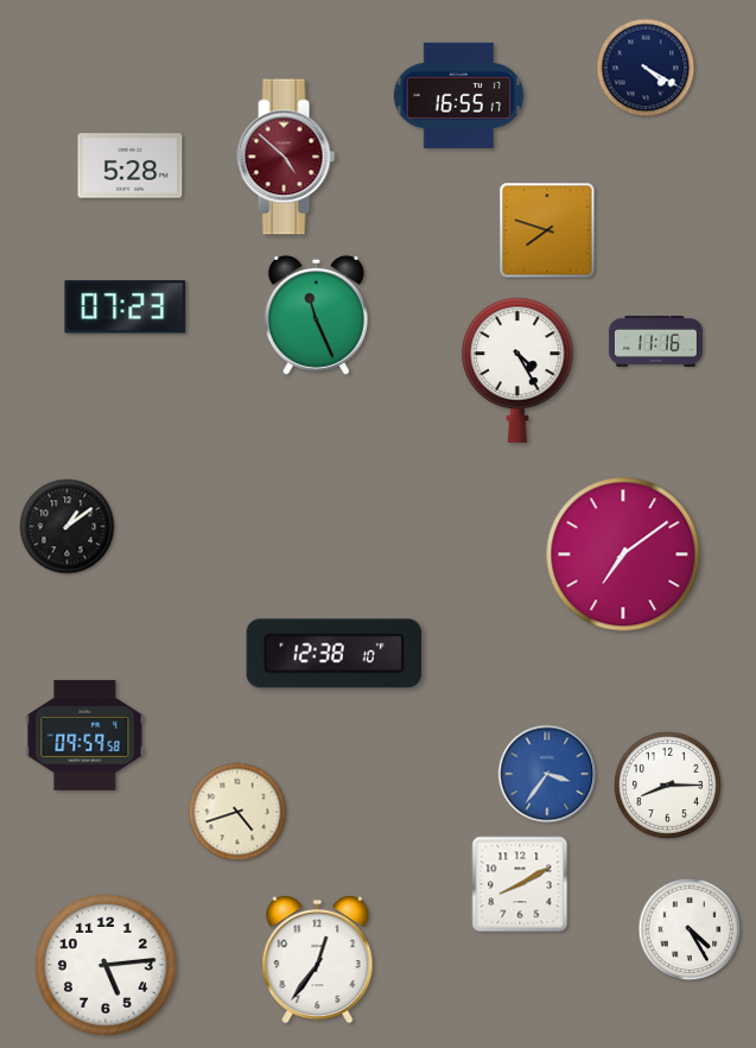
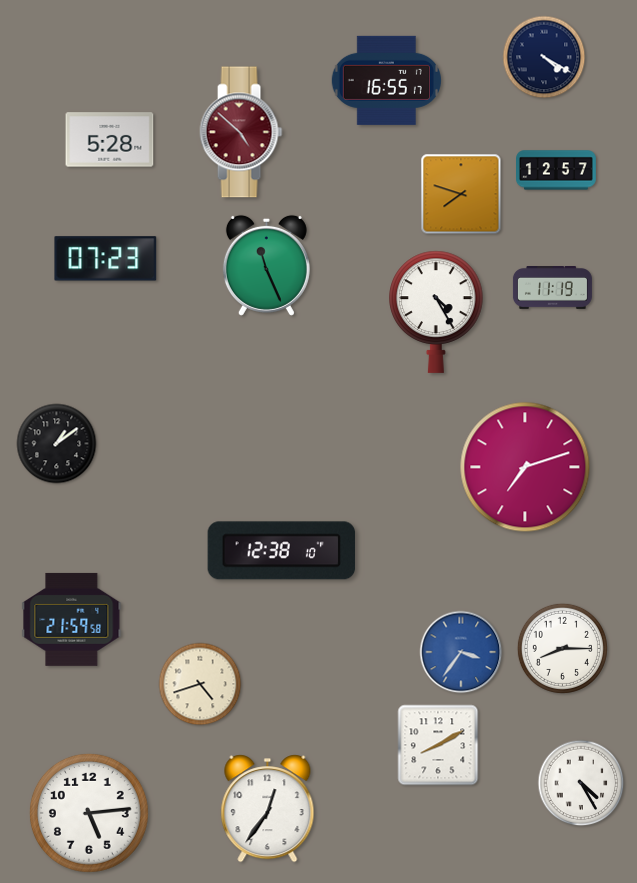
clock at (557, 170): none -> 12:57
clock at (655, 342): 11:16 -> 11:19
clock at (623, 554): 7:09 -> 7:12
clock at (85, 735): 09:59 -> 21:59
clock at (667, 785) position: (667, 785) -> (562, 648)
